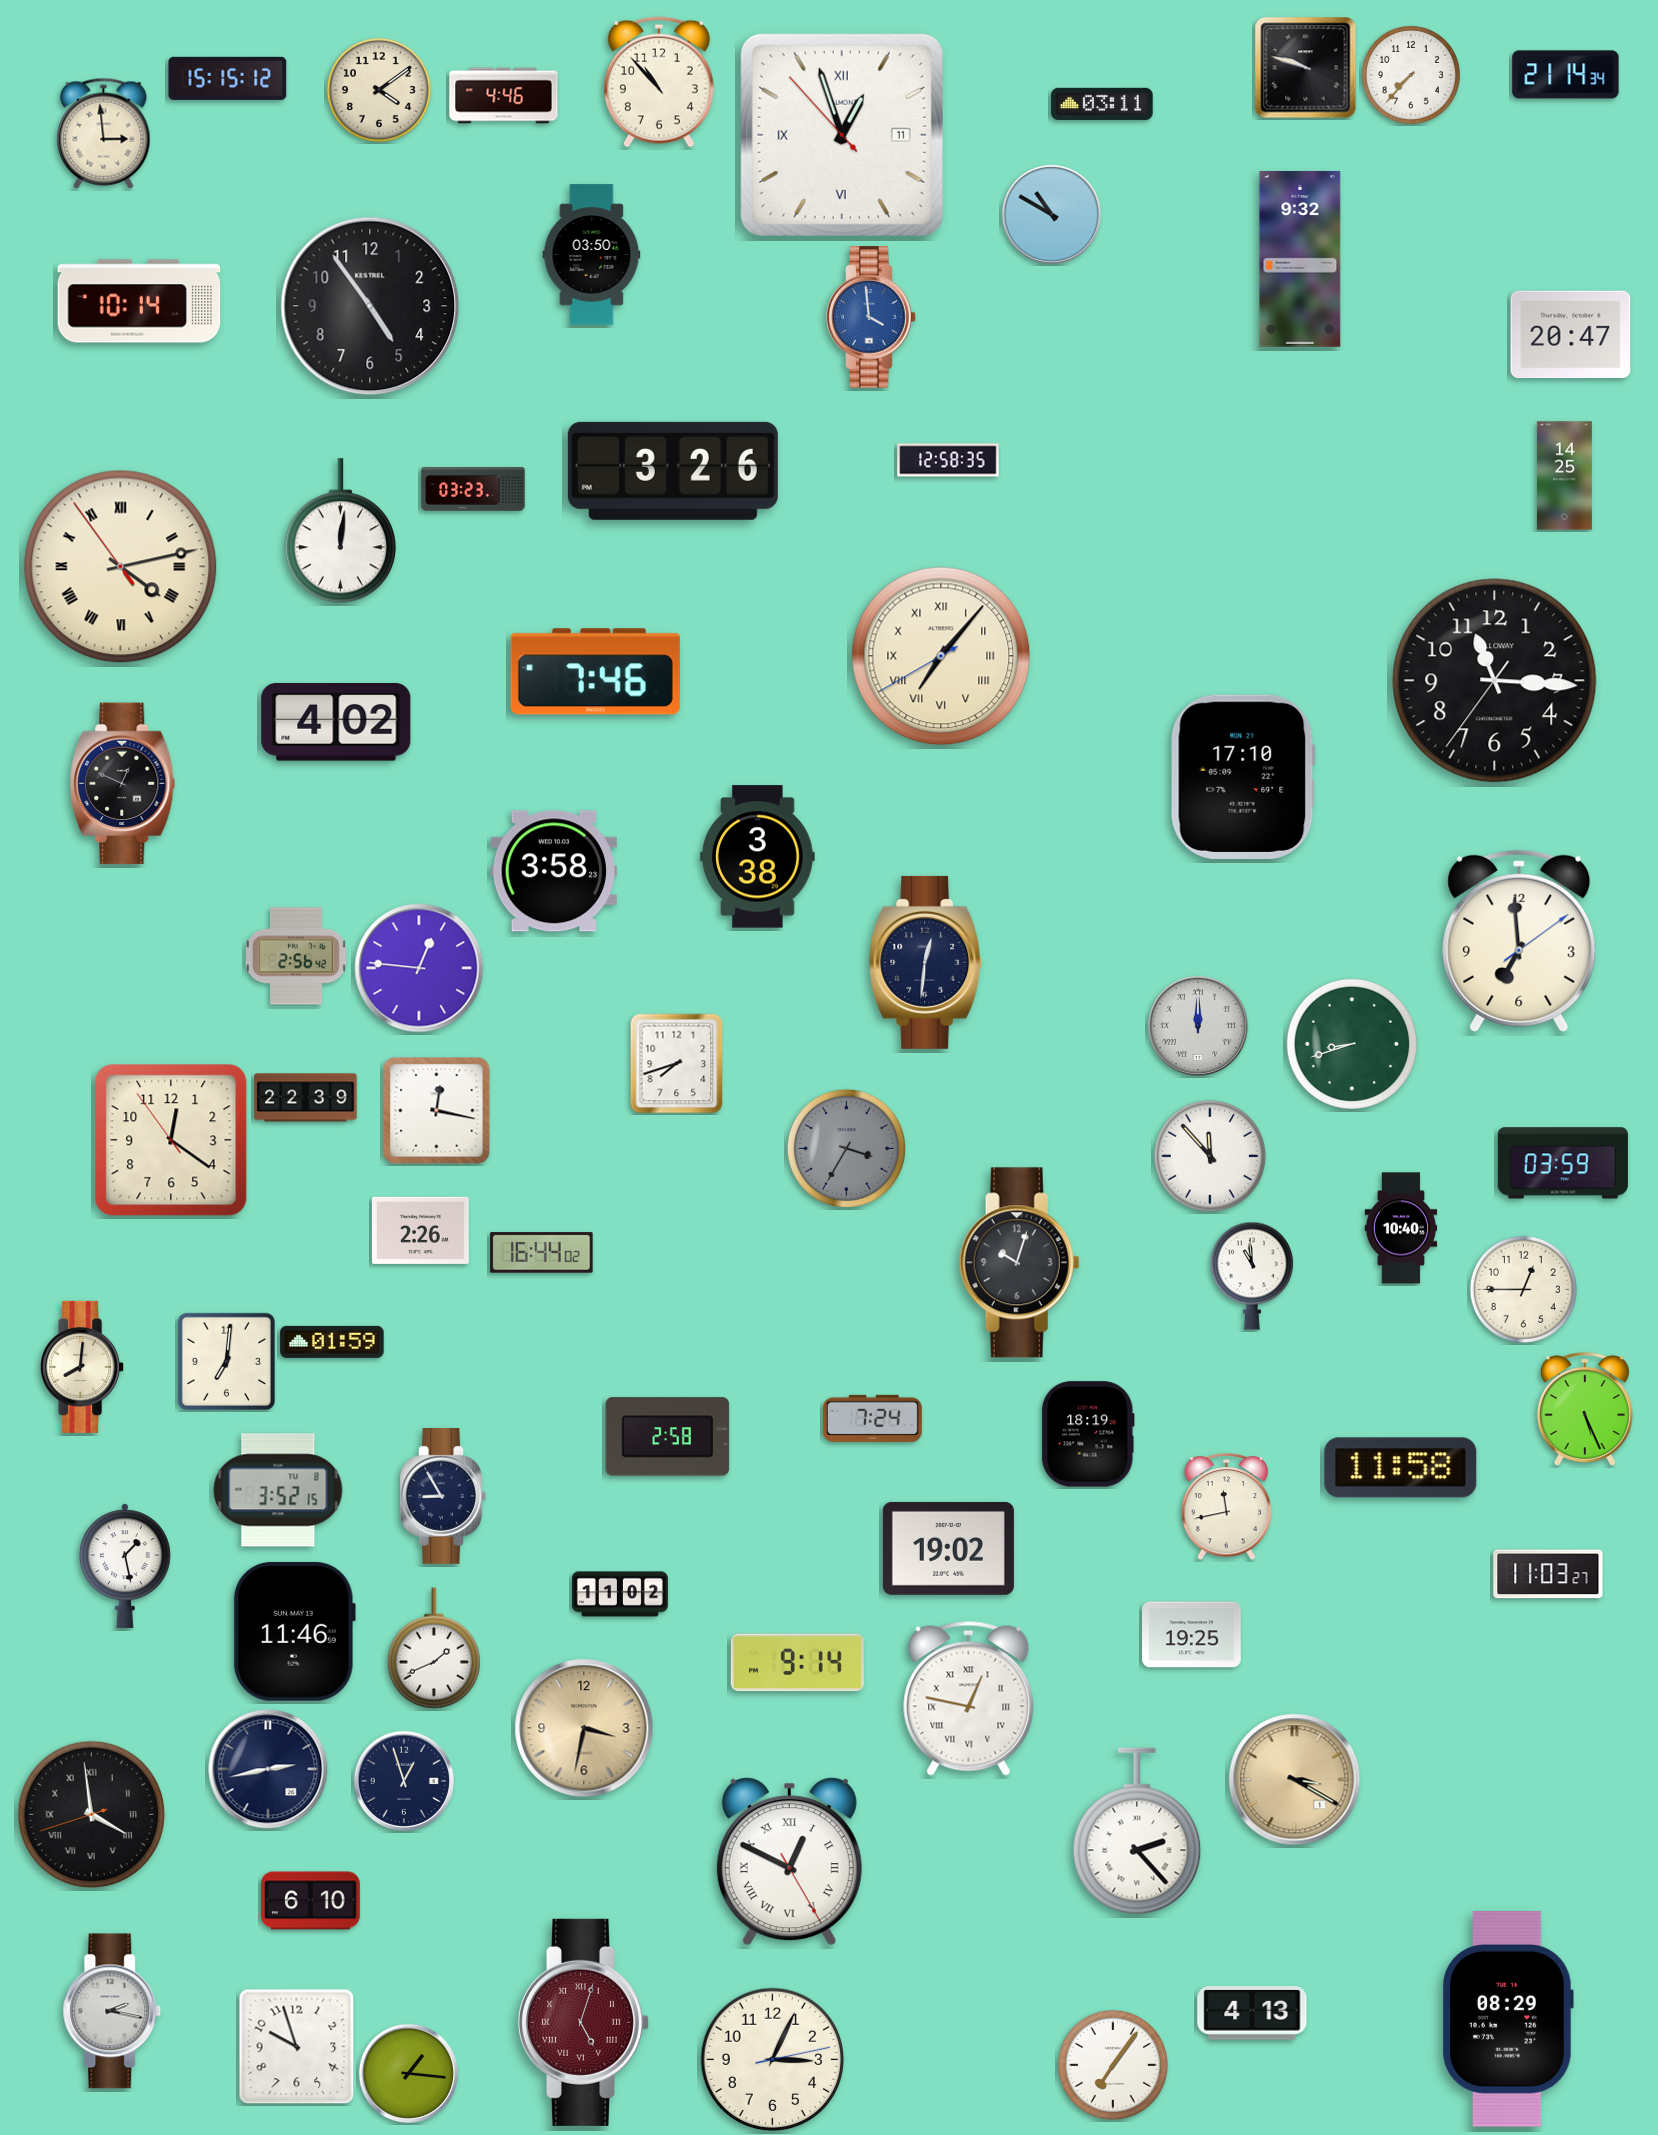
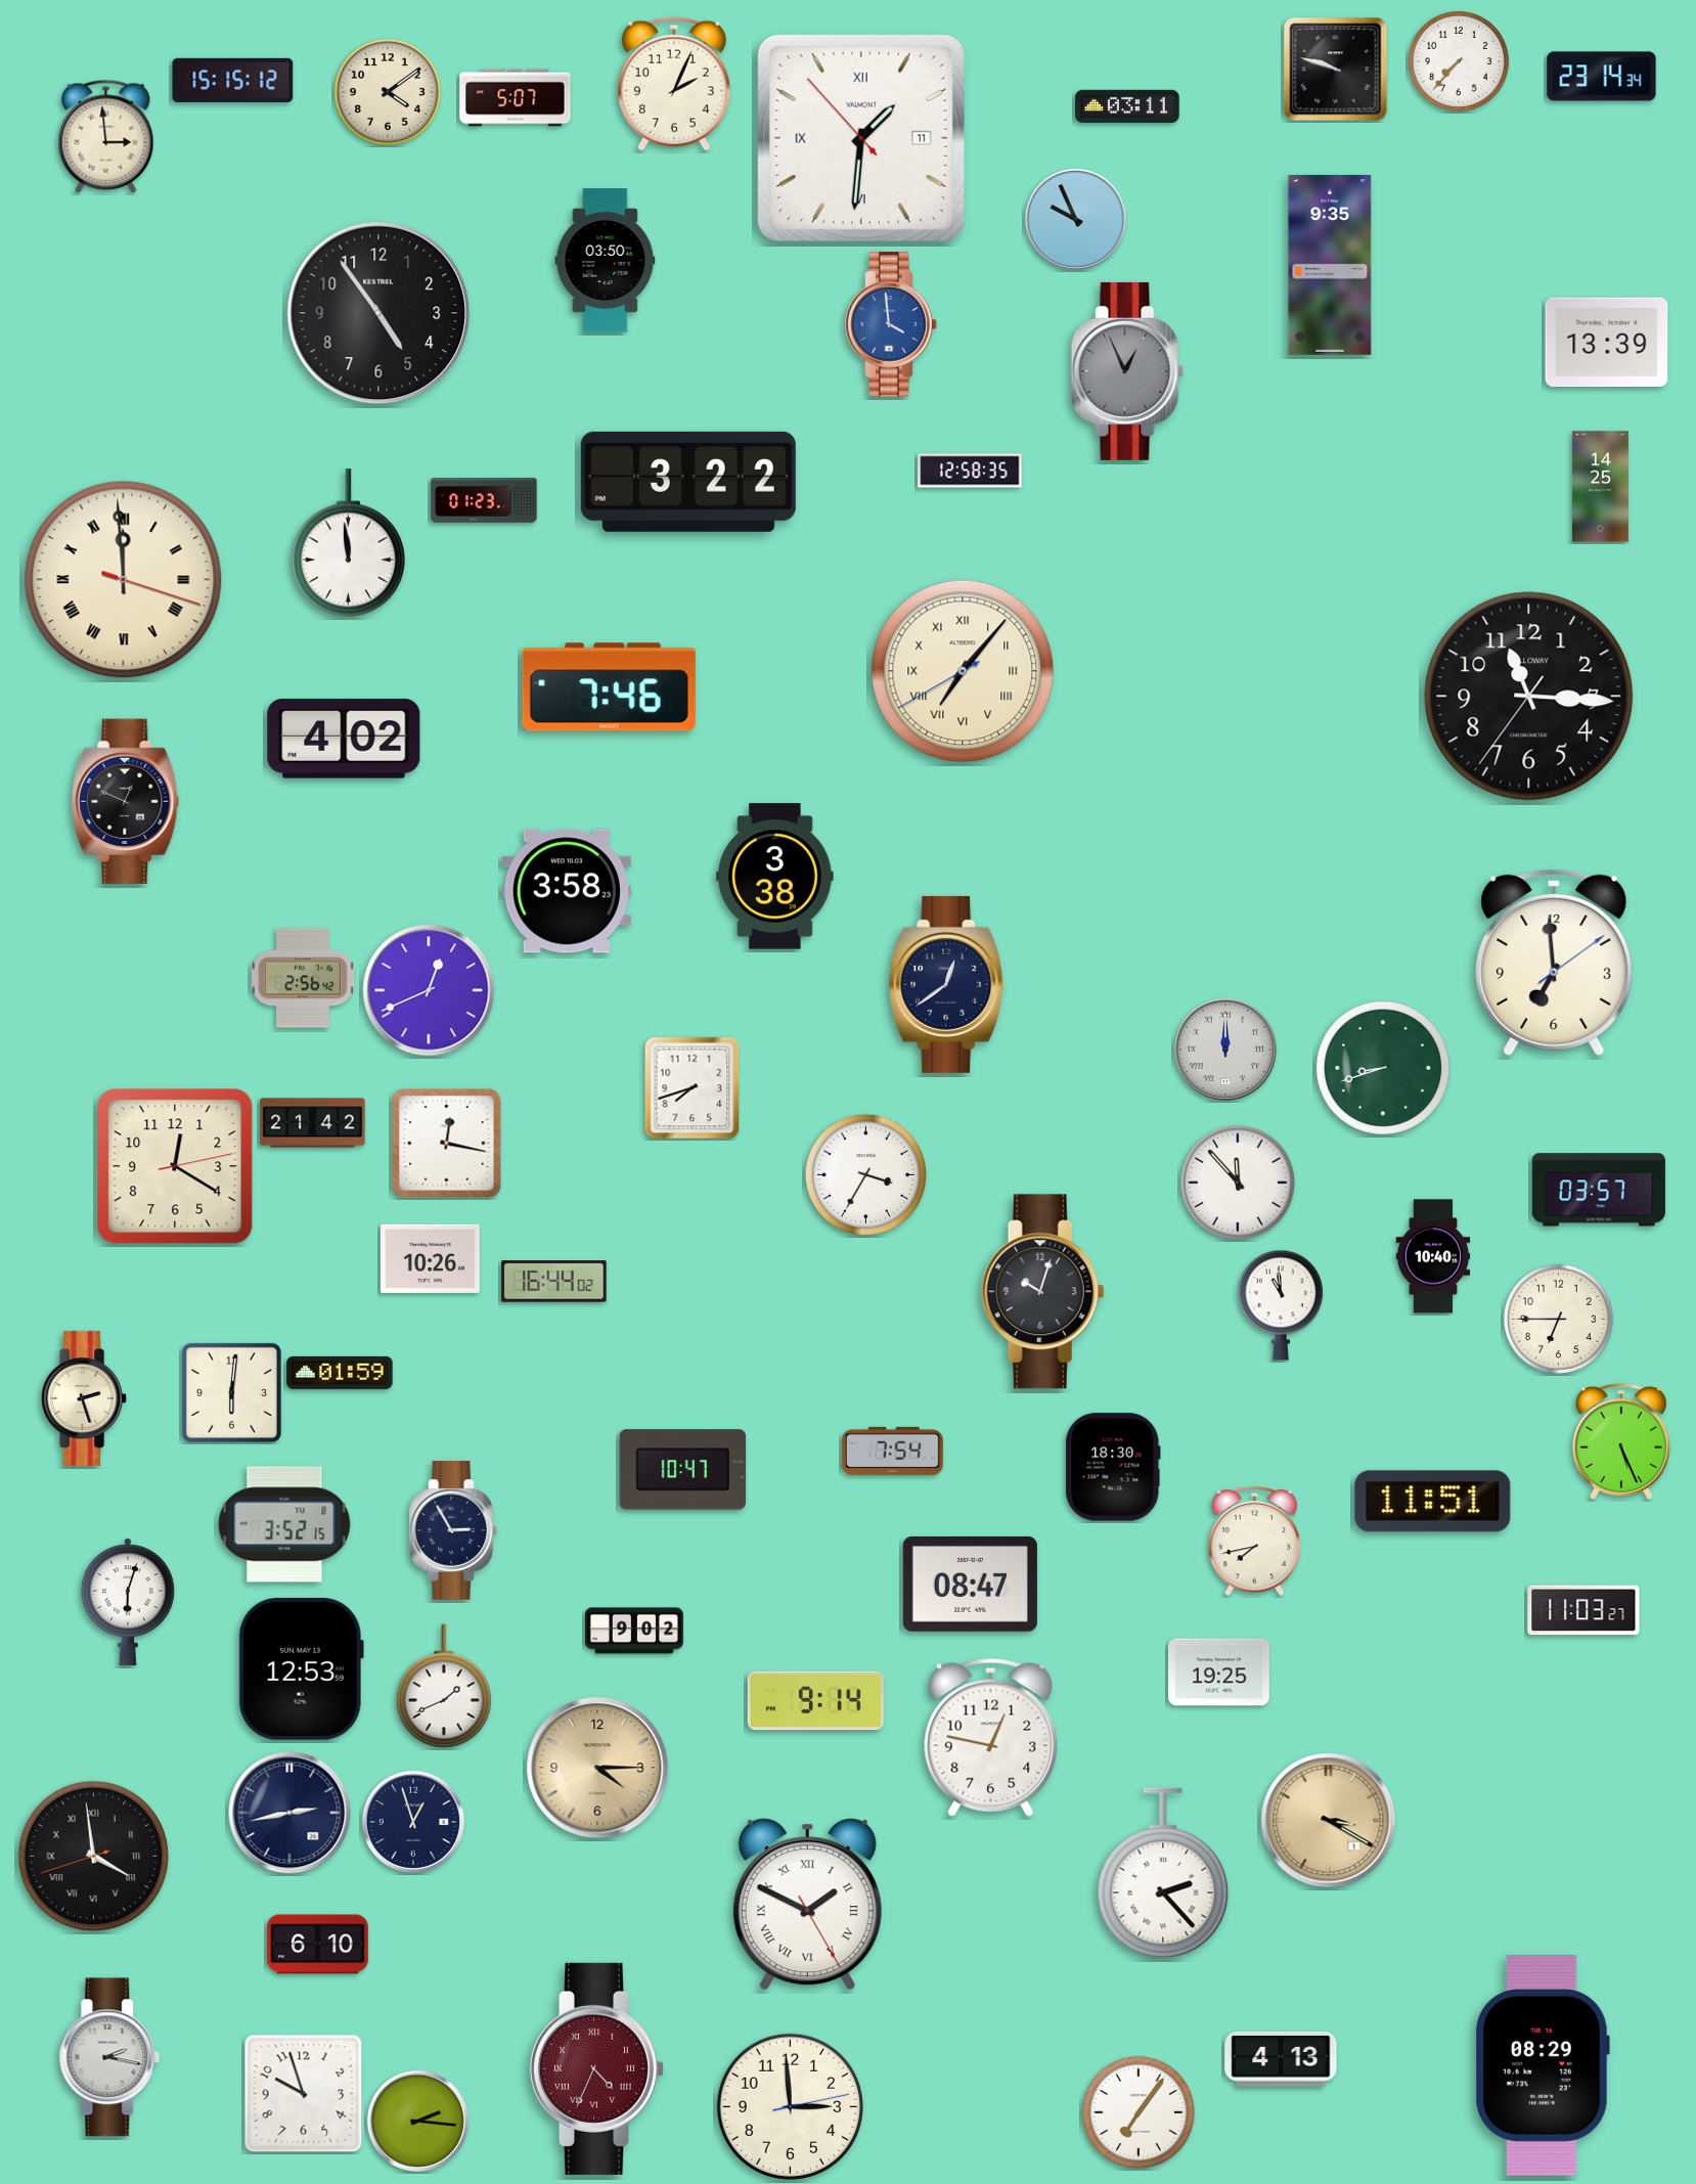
clock at (1411, 75) position: (1411, 75) -> (1459, 61)
clock at (1566, 75): 21:14 -> 23:14
clock at (659, 82): 10:53 -> 2:04
clock at (504, 96): 4:46 -> 5:07
clock at (842, 135): 12:56 -> 1:30
clock at (1051, 214): 10:50 -> 9:56
clock at (1300, 260): 9:32 -> 9:35
clock at (139, 301): 10:14 -> none
clock at (1571, 335): 20:47 -> 13:39
clock at (1127, 371): none -> 12:56
clock at (673, 471): 3:26 -> 3:22
clock at (473, 489): 03:23 -> 01:23
clock at (340, 531): 12:01 -> 11:59
clock at (121, 567): 4:12 -> 11:59
clock at (1243, 777): 17:10 -> none
clock at (926, 962): 12:31 -> 12:39
clock at (419, 968): 12:46 -> 12:41
clock at (306, 1098): 22:39 -> 21:42
clock at (437, 1111) position: (437, 1111) -> (447, 1144)
clock at (171, 1140): 12:20:54 -> 12:20:13
clock at (846, 1148) dial: grey -> white
clock at (1563, 1163): 03:59 -> 03:57
clock at (420, 1230): 2:26 -> 10:26
clock at (1523, 1289): 12:45 -> 6:45
clock at (226, 1361): 7:01 -> 6:01
clock at (83, 1367): 8:01 -> 2:27
clock at (873, 1418): 7:24 -> 7:54
clock at (1088, 1434): 18:19 -> 18:30
clock at (668, 1437): 2:58 -> 10:47
clock at (1401, 1468): 11:58 -> 11:51
clock at (443, 1496): 8:55 -> 2:55
clock at (1227, 1507): 11:43 -> 7:43
clock at (948, 1548): 19:02 -> 08:47
clock at (125, 1566): 1:28 -> 6:03
clock at (620, 1594): 11:02 -> 9:02
clock at (294, 1631): 11:46 -> 12:53
clock at (969, 1698) numerals: Roman -> Arabic
clock at (584, 1728): 3:32 -> 4:15
clock at (268, 1769) position: (268, 1769) -> (289, 1813)
clock at (1295, 1780) position: (1295, 1780) -> (1329, 1821)
clock at (789, 1862): 12:49 -> 1:49
clock at (112, 2011) position: (112, 2011) -> (109, 2057)
clock at (583, 2022): 5:03 -> 4:34
clock at (773, 2060): 3:04 -> 2:59
clock at (408, 2073): 1:16 -> 2:16
